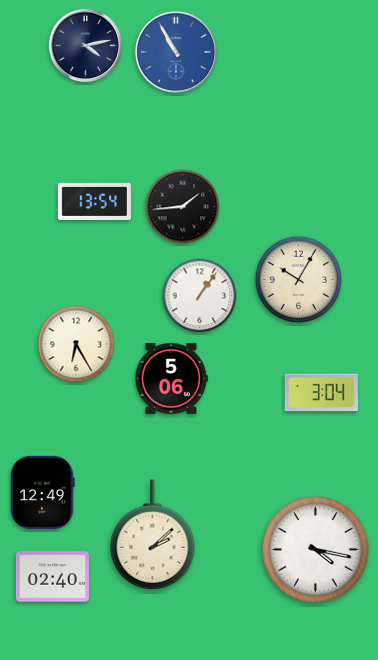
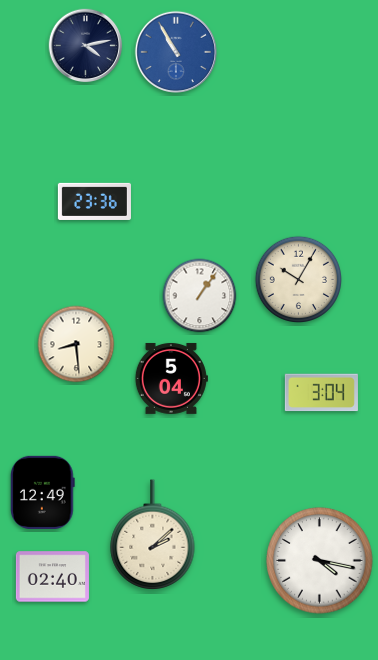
clock at (94, 201): 13:54 -> 23:36
clock at (183, 207): 1:44 -> none
clock at (76, 344): 6:25 -> 8:29
clock at (171, 378): 5:06 -> 5:04
clock at (316, 550) position: (316, 550) -> (320, 561)
